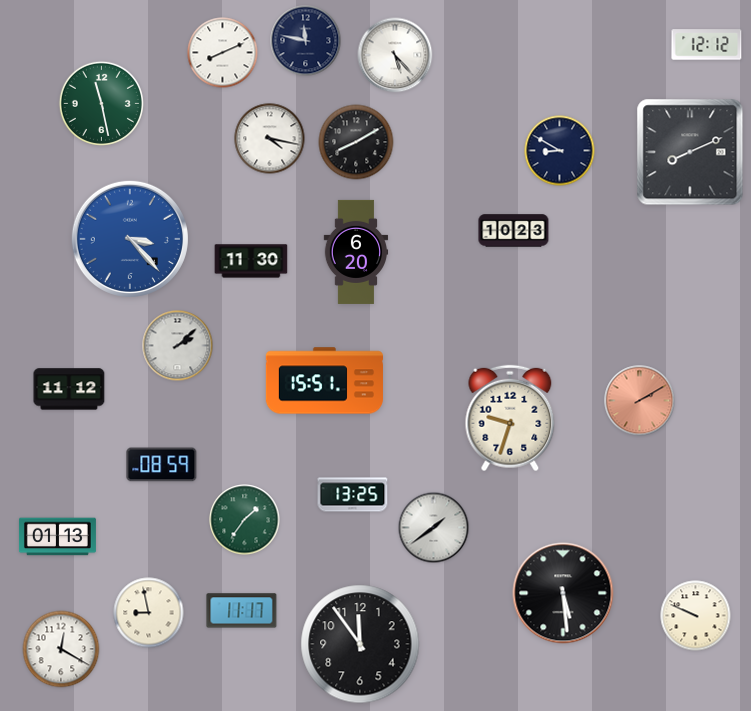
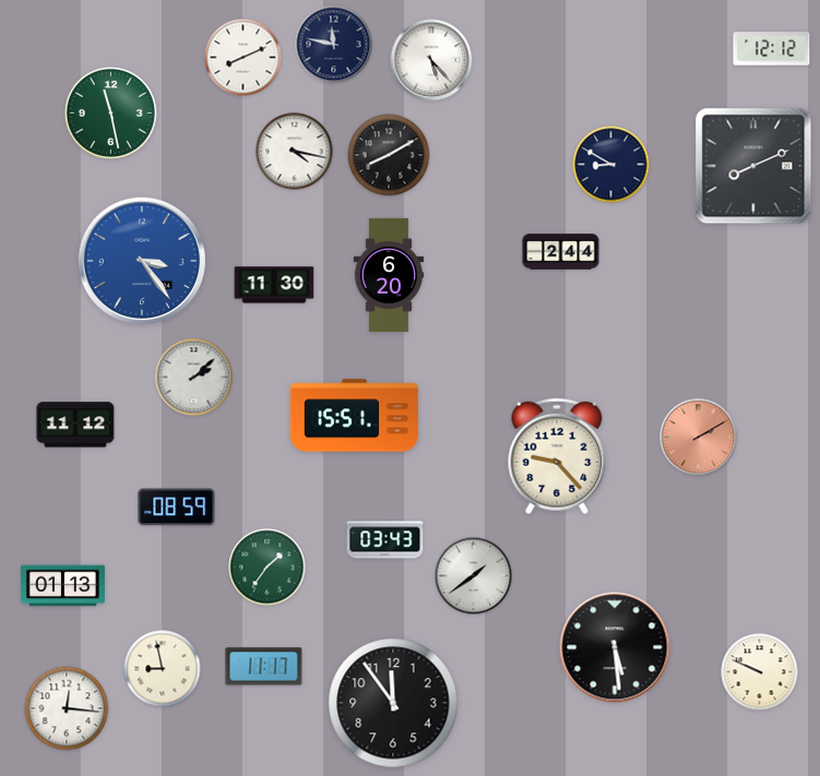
clock at (514, 231): 10:23 -> 2:44
clock at (130, 239): 3:23 -> 3:24
clock at (510, 418): 9:33 -> 9:23
clock at (353, 495): 13:25 -> 03:43
clock at (61, 649): 12:20 -> 12:16
